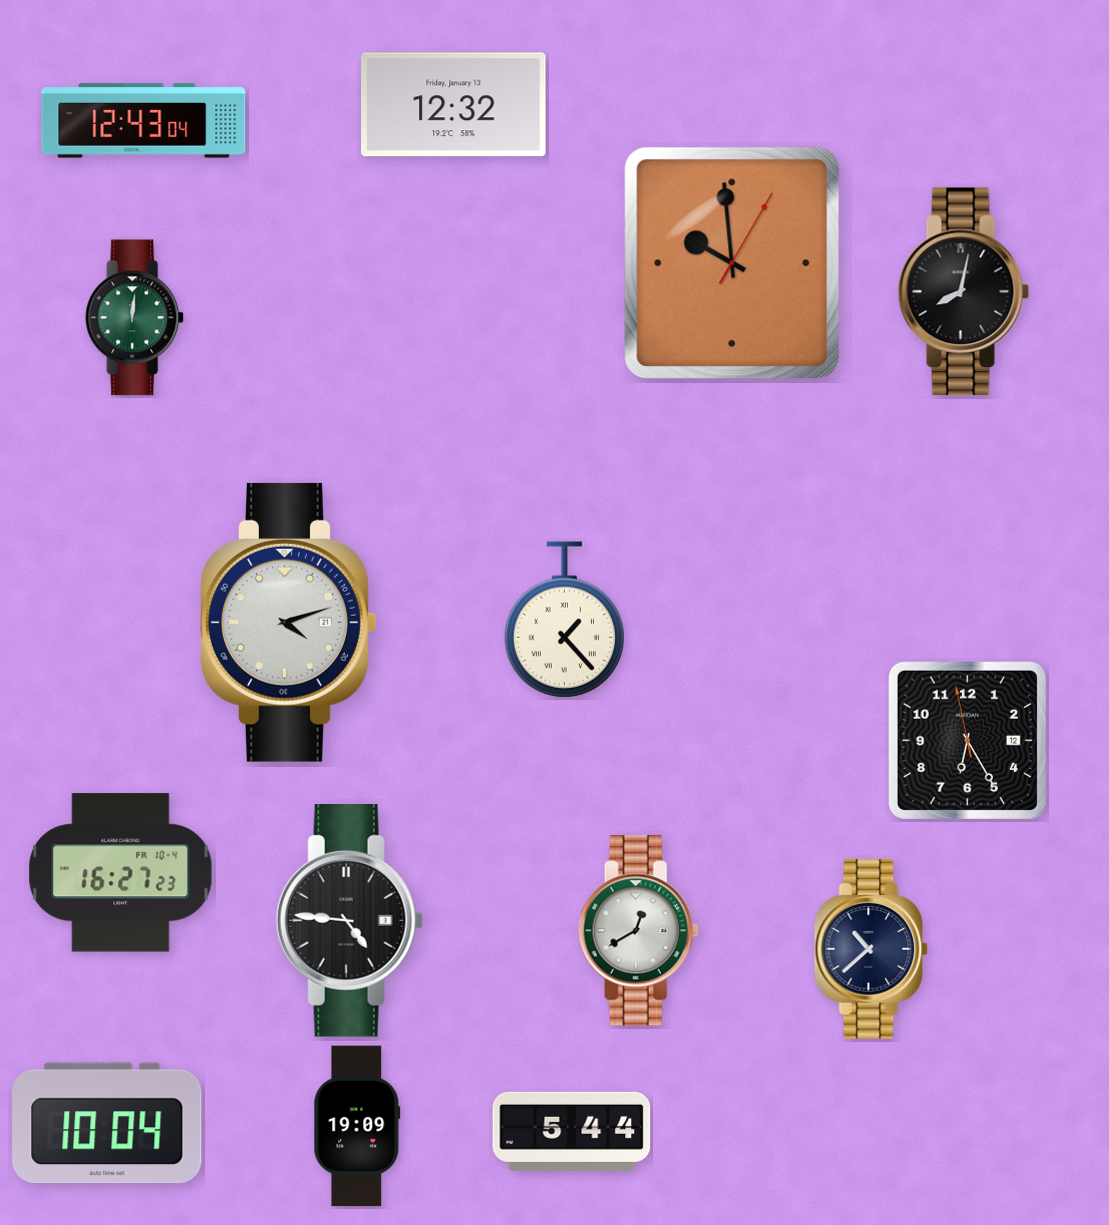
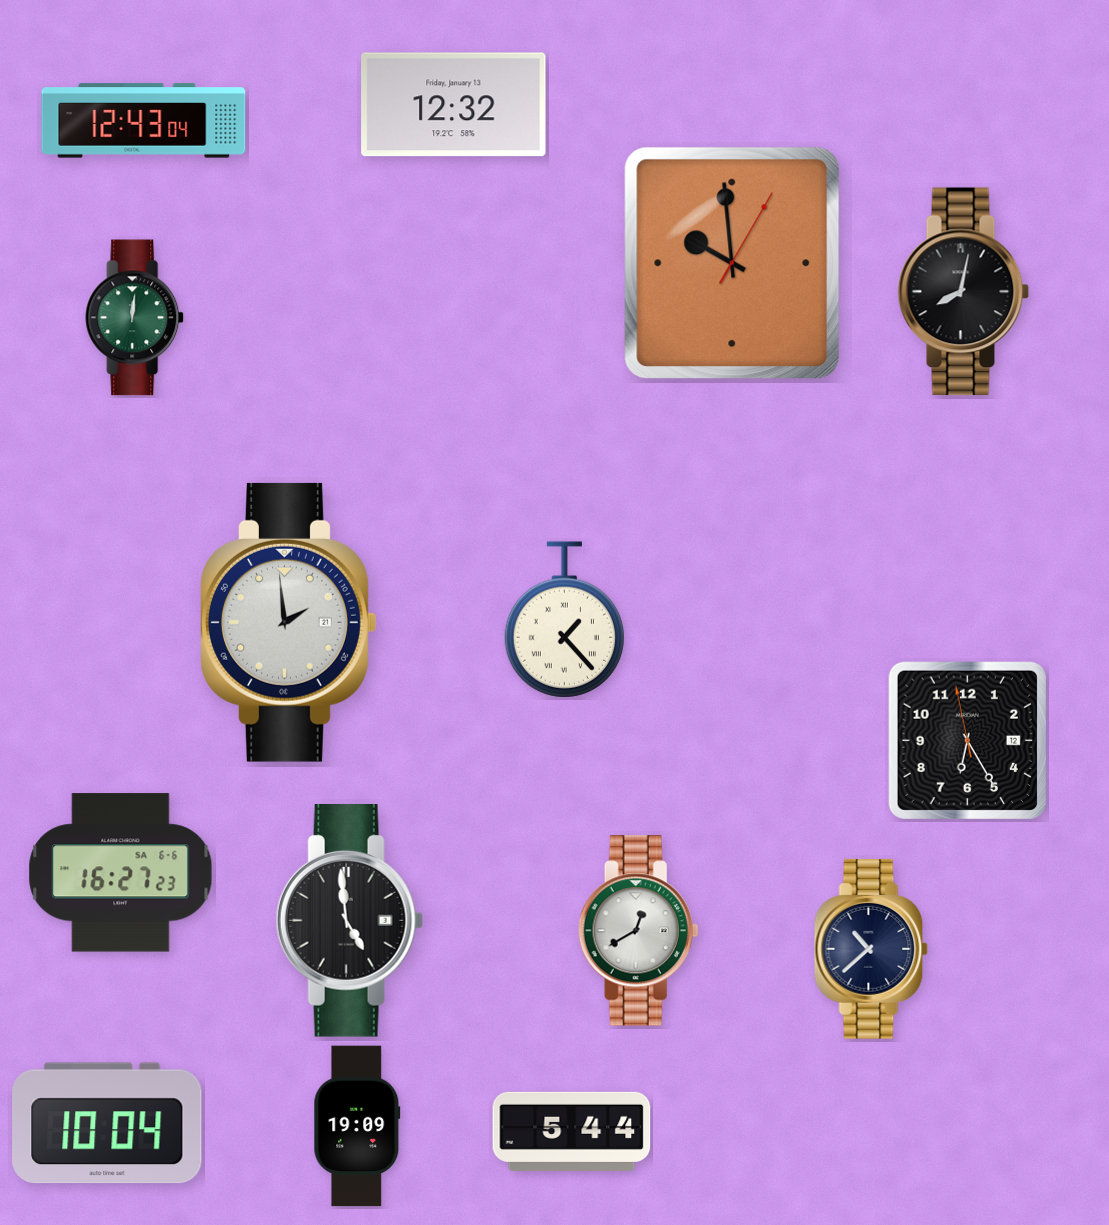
clock at (289, 622): 4:12 -> 1:59
clock at (121, 873) date: FR 10-4 -> SA 6-6
clock at (349, 921): 4:46 -> 4:59
